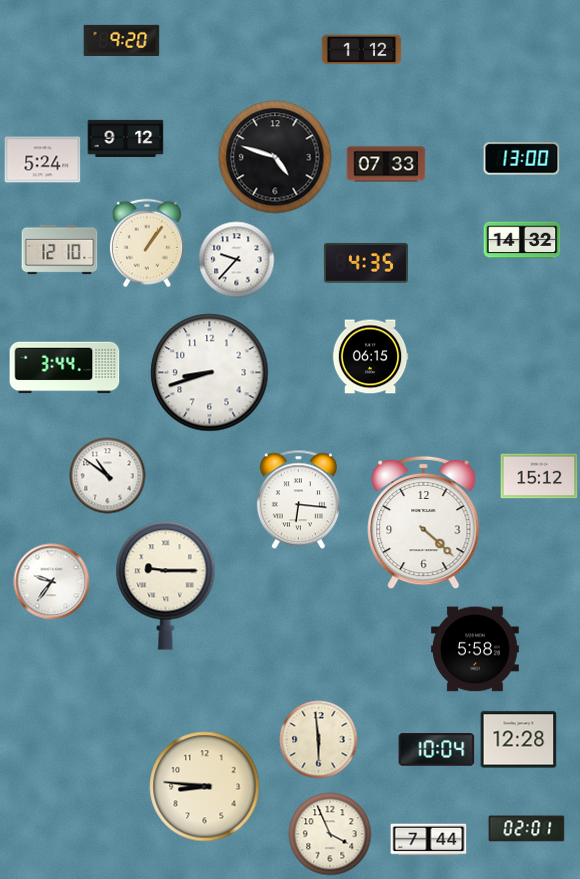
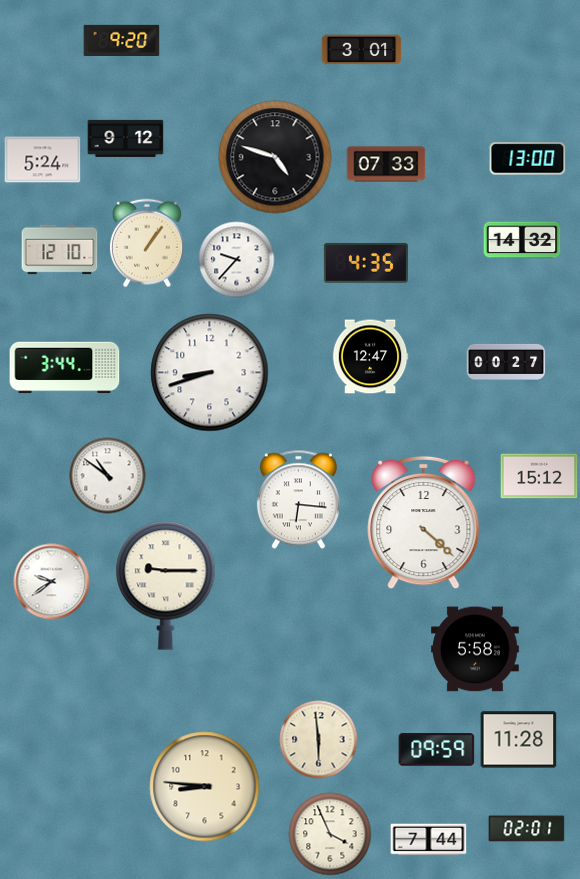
clock at (362, 50): 1:12 -> 3:01
clock at (522, 159) position: (522, 159) -> (528, 159)
clock at (370, 357): 06:15 -> 12:47
clock at (506, 362): none -> 00:27
clock at (52, 582): 9:36 -> 9:39
clock at (519, 740): 12:28 -> 11:28
clock at (437, 750): 10:04 -> 09:59
